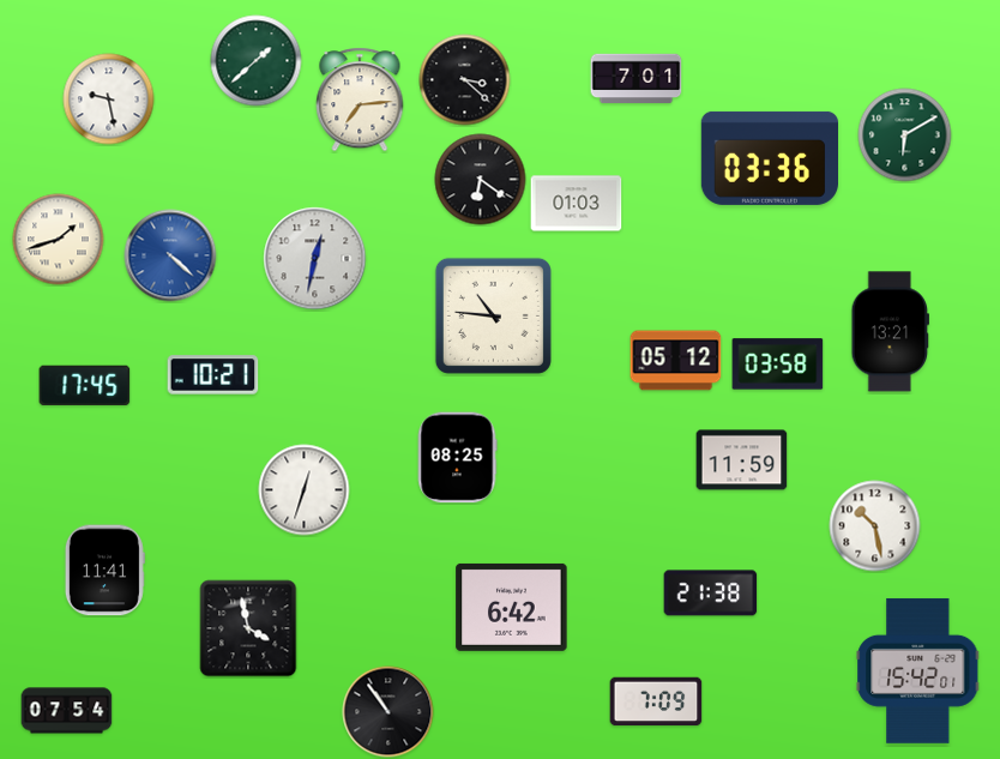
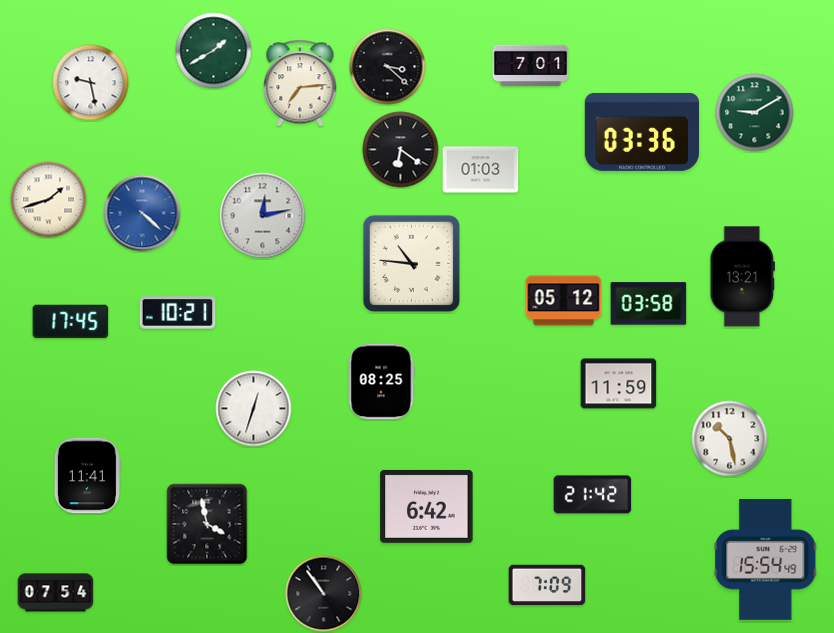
clock at (257, 61): 1:38 -> 1:40
clock at (905, 135): 6:10 -> 9:10
clock at (315, 259): 12:32 -> 12:13
clock at (711, 594): 21:38 -> 21:42
clock at (918, 670): 15:42 -> 15:54
